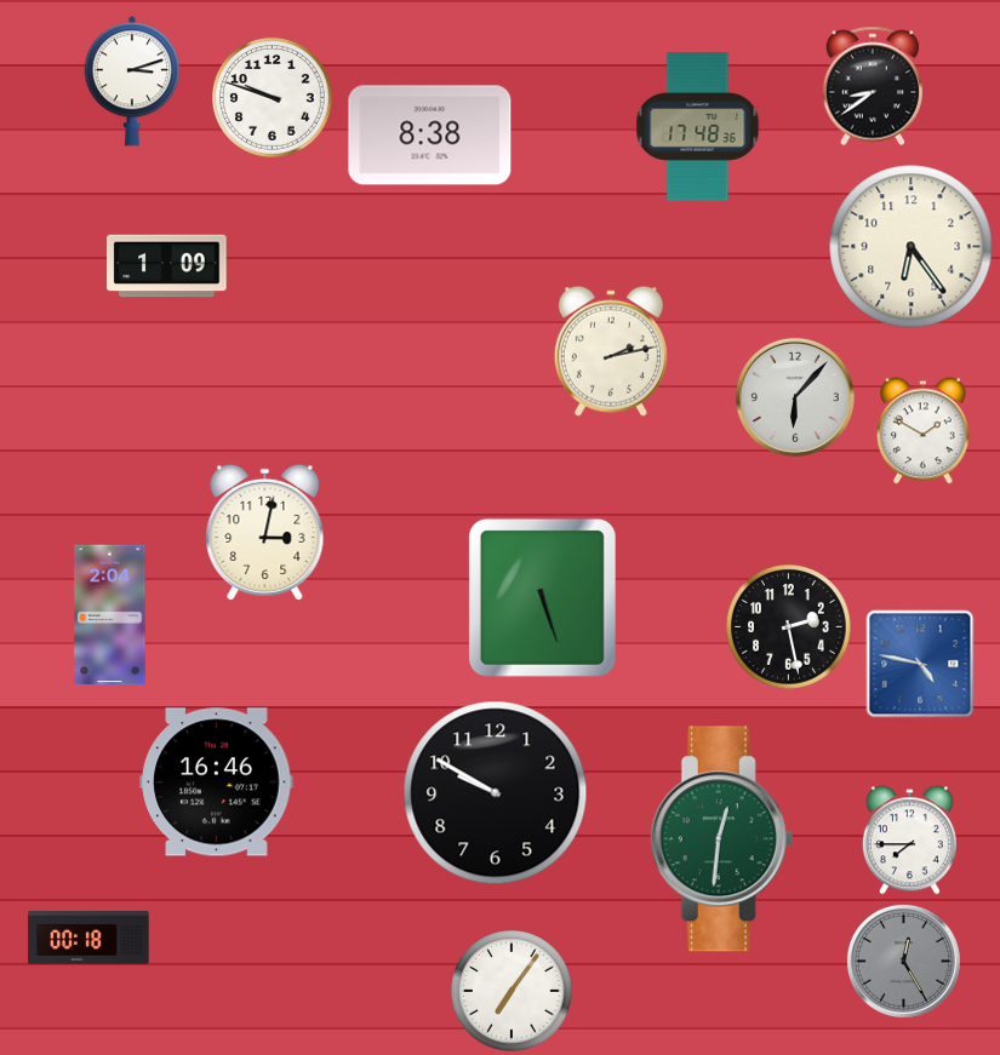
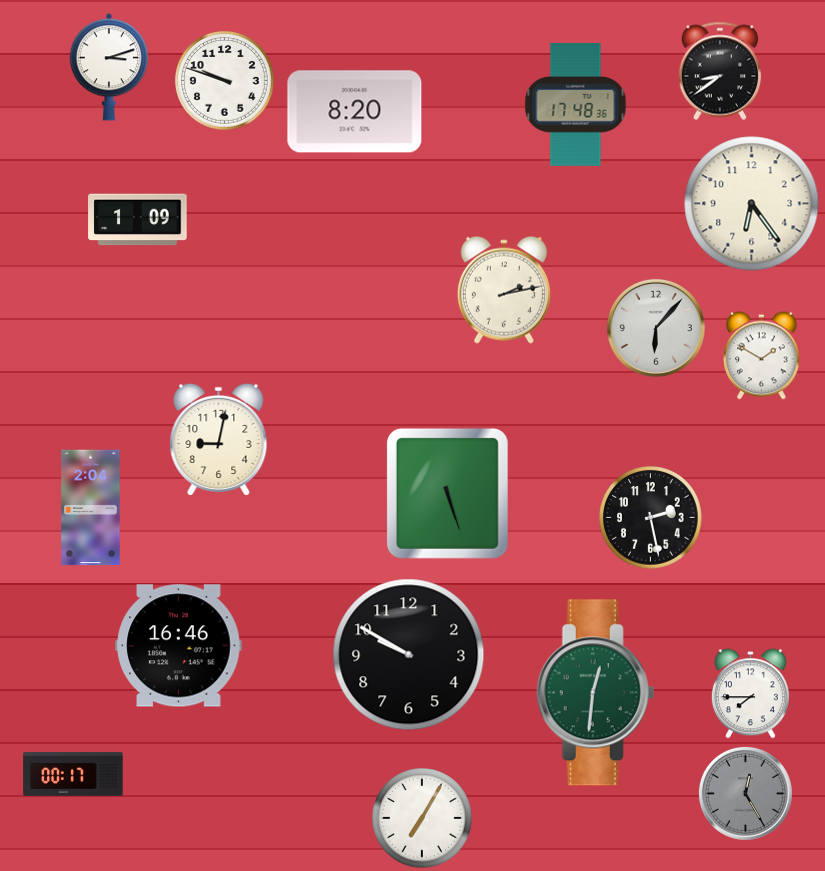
clock at (430, 136): 8:38 -> 8:20
clock at (265, 532): 3:02 -> 9:02
clock at (920, 664): 4:47 -> none
clock at (88, 938): 00:18 -> 00:17
clock at (512, 991): 7:06 -> 7:05
